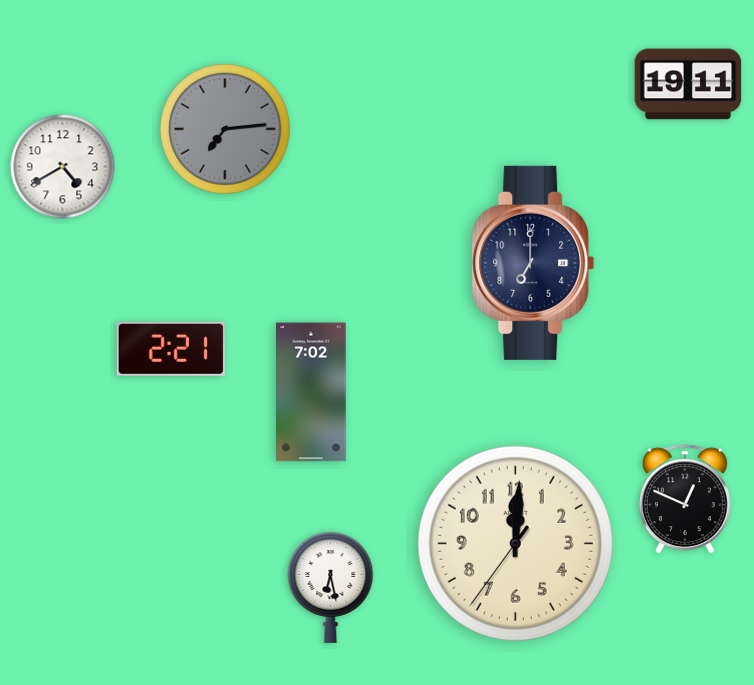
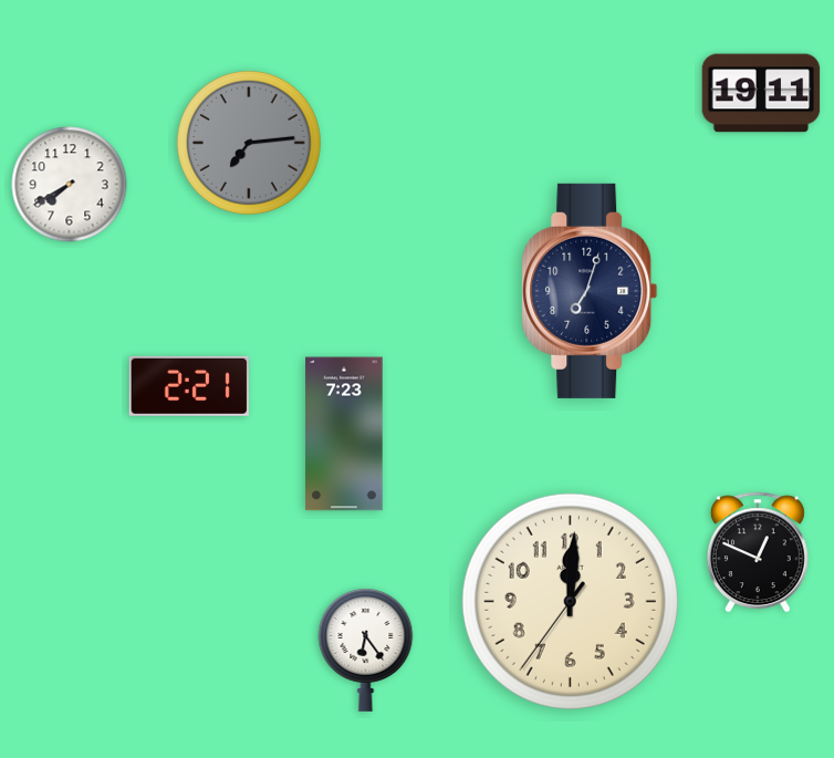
clock at (63, 167): 4:40 -> 7:40
clock at (533, 263): 7:00 -> 7:03
clock at (311, 392): 7:02 -> 7:23
clock at (331, 587): 6:28 -> 6:24
